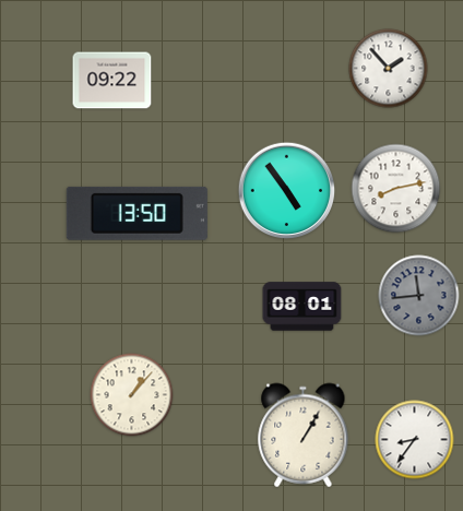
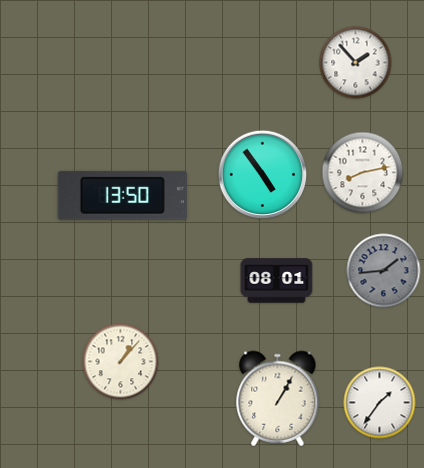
clock at (112, 81): 09:22 -> none
clock at (136, 213) position: (136, 213) -> (122, 195)
clock at (419, 296): 11:44 -> 1:44
clock at (415, 440): 8:36 -> 1:36
